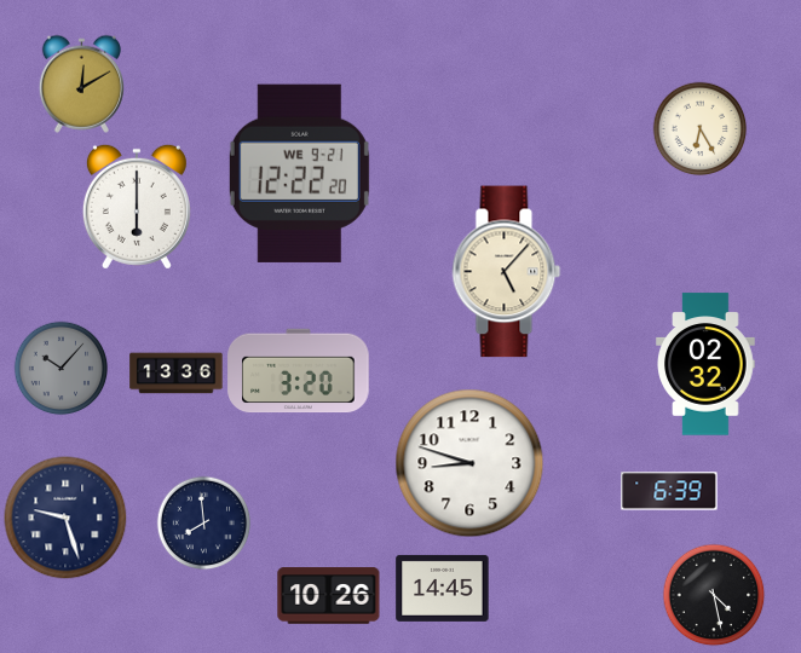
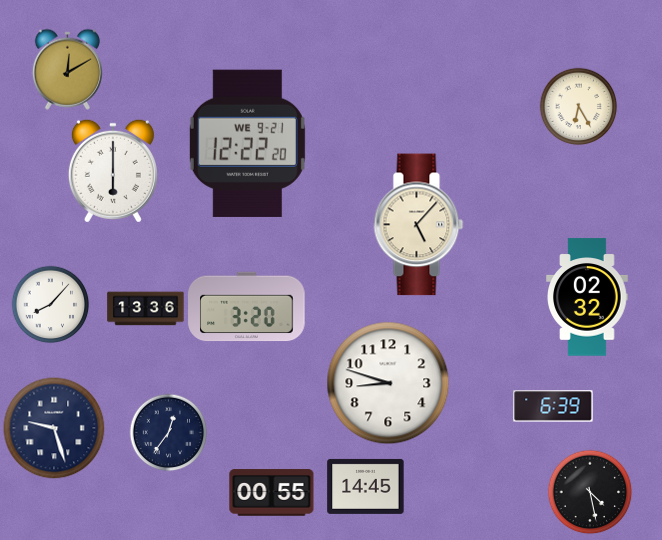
clock at (705, 364) position: (705, 364) -> (587, 297)
clock at (60, 368): 10:07 -> 8:07
clock at (60, 368) dial: grey -> white
clock at (203, 522): 7:59 -> 12:36
clock at (329, 596): 10:26 -> 00:55
